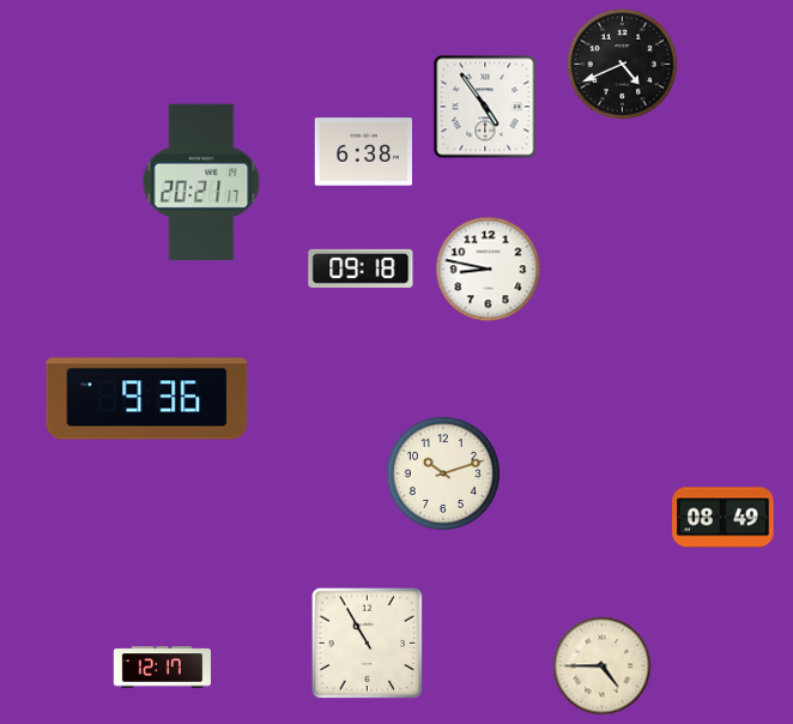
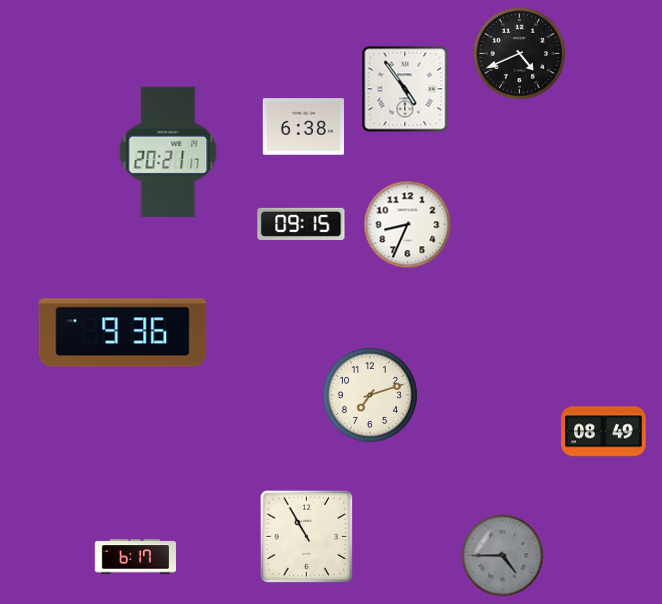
clock at (361, 269): 09:18 -> 09:15
clock at (489, 270): 8:47 -> 8:34
clock at (443, 473): 10:12 -> 7:12
clock at (603, 666) dial: cream -> grey
clock at (162, 668): 12:17 -> 6:17
